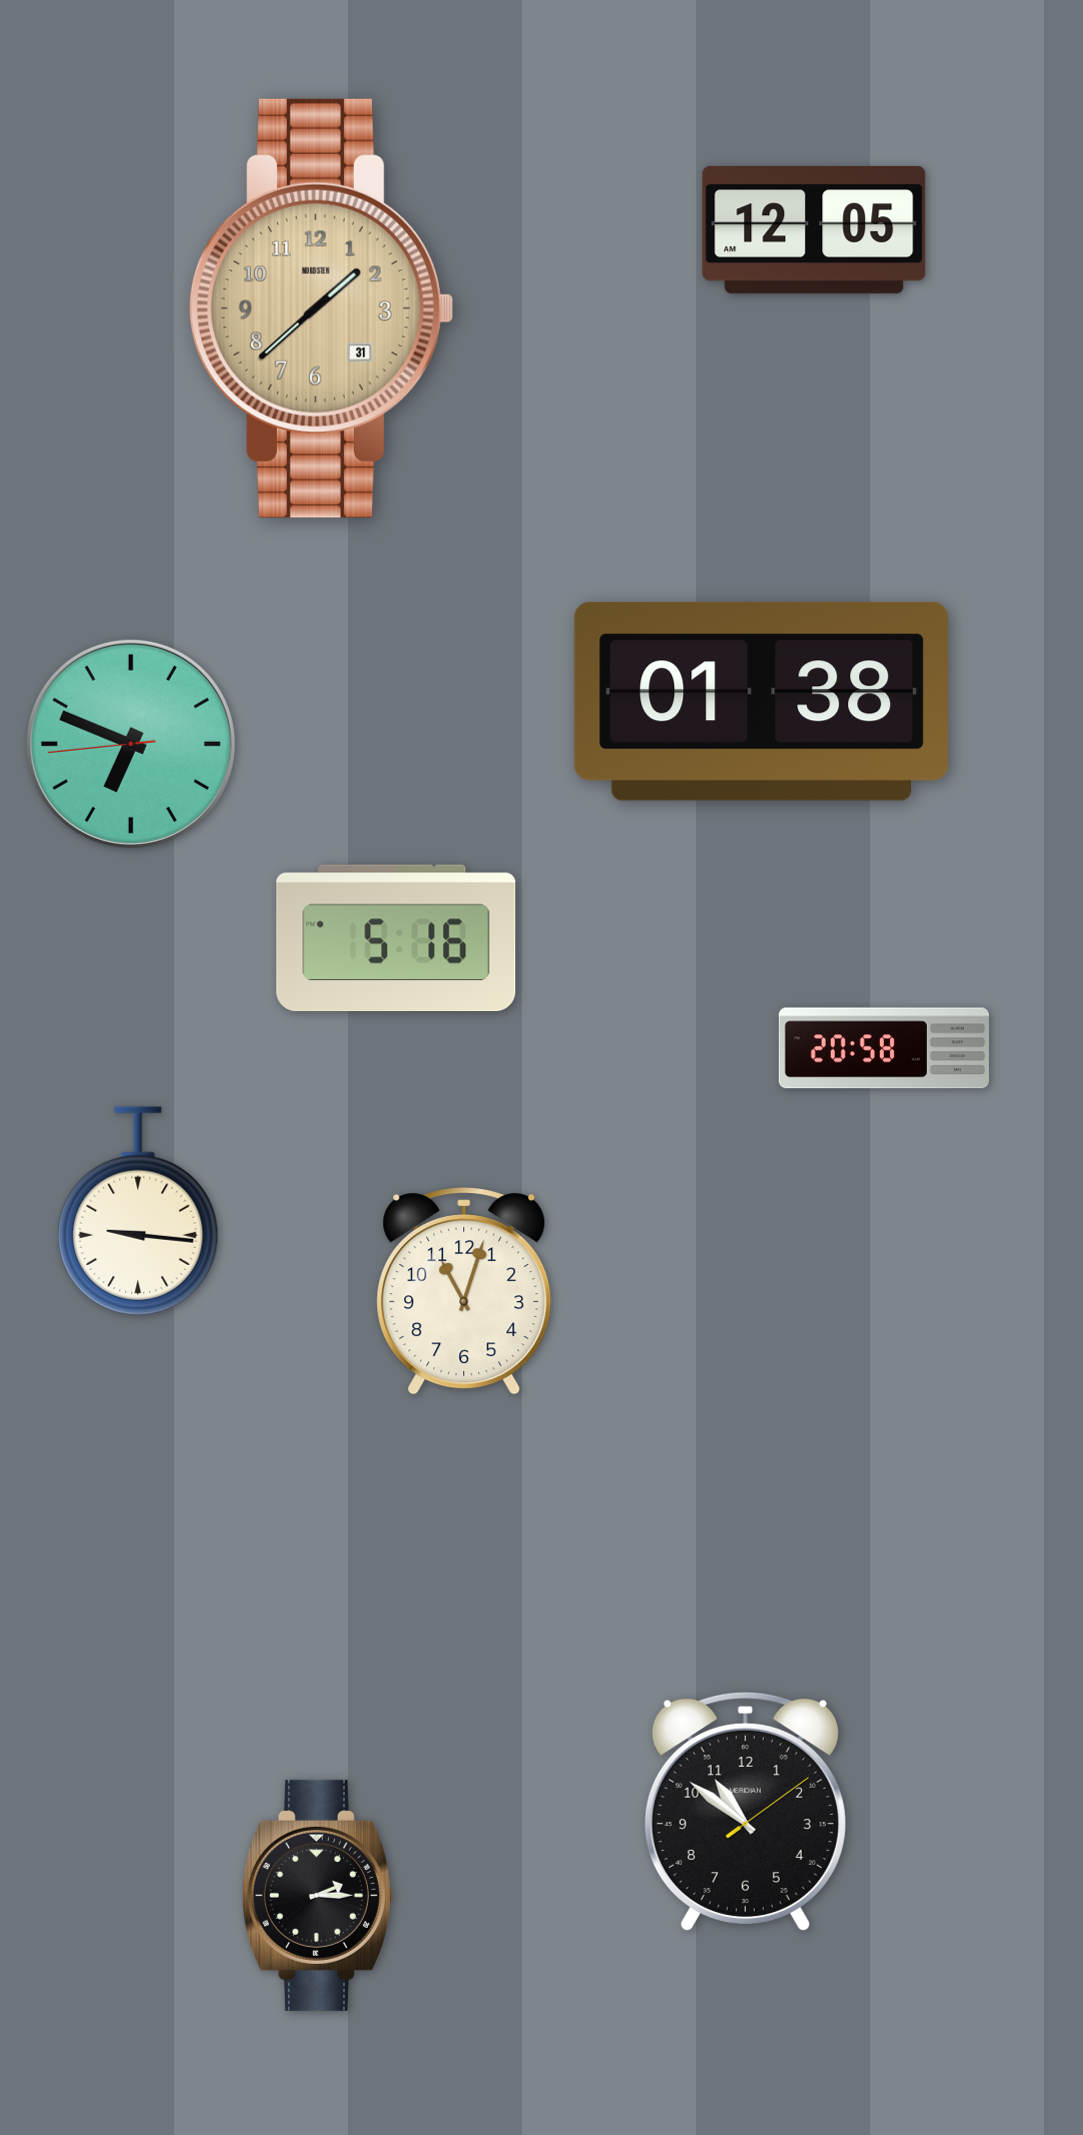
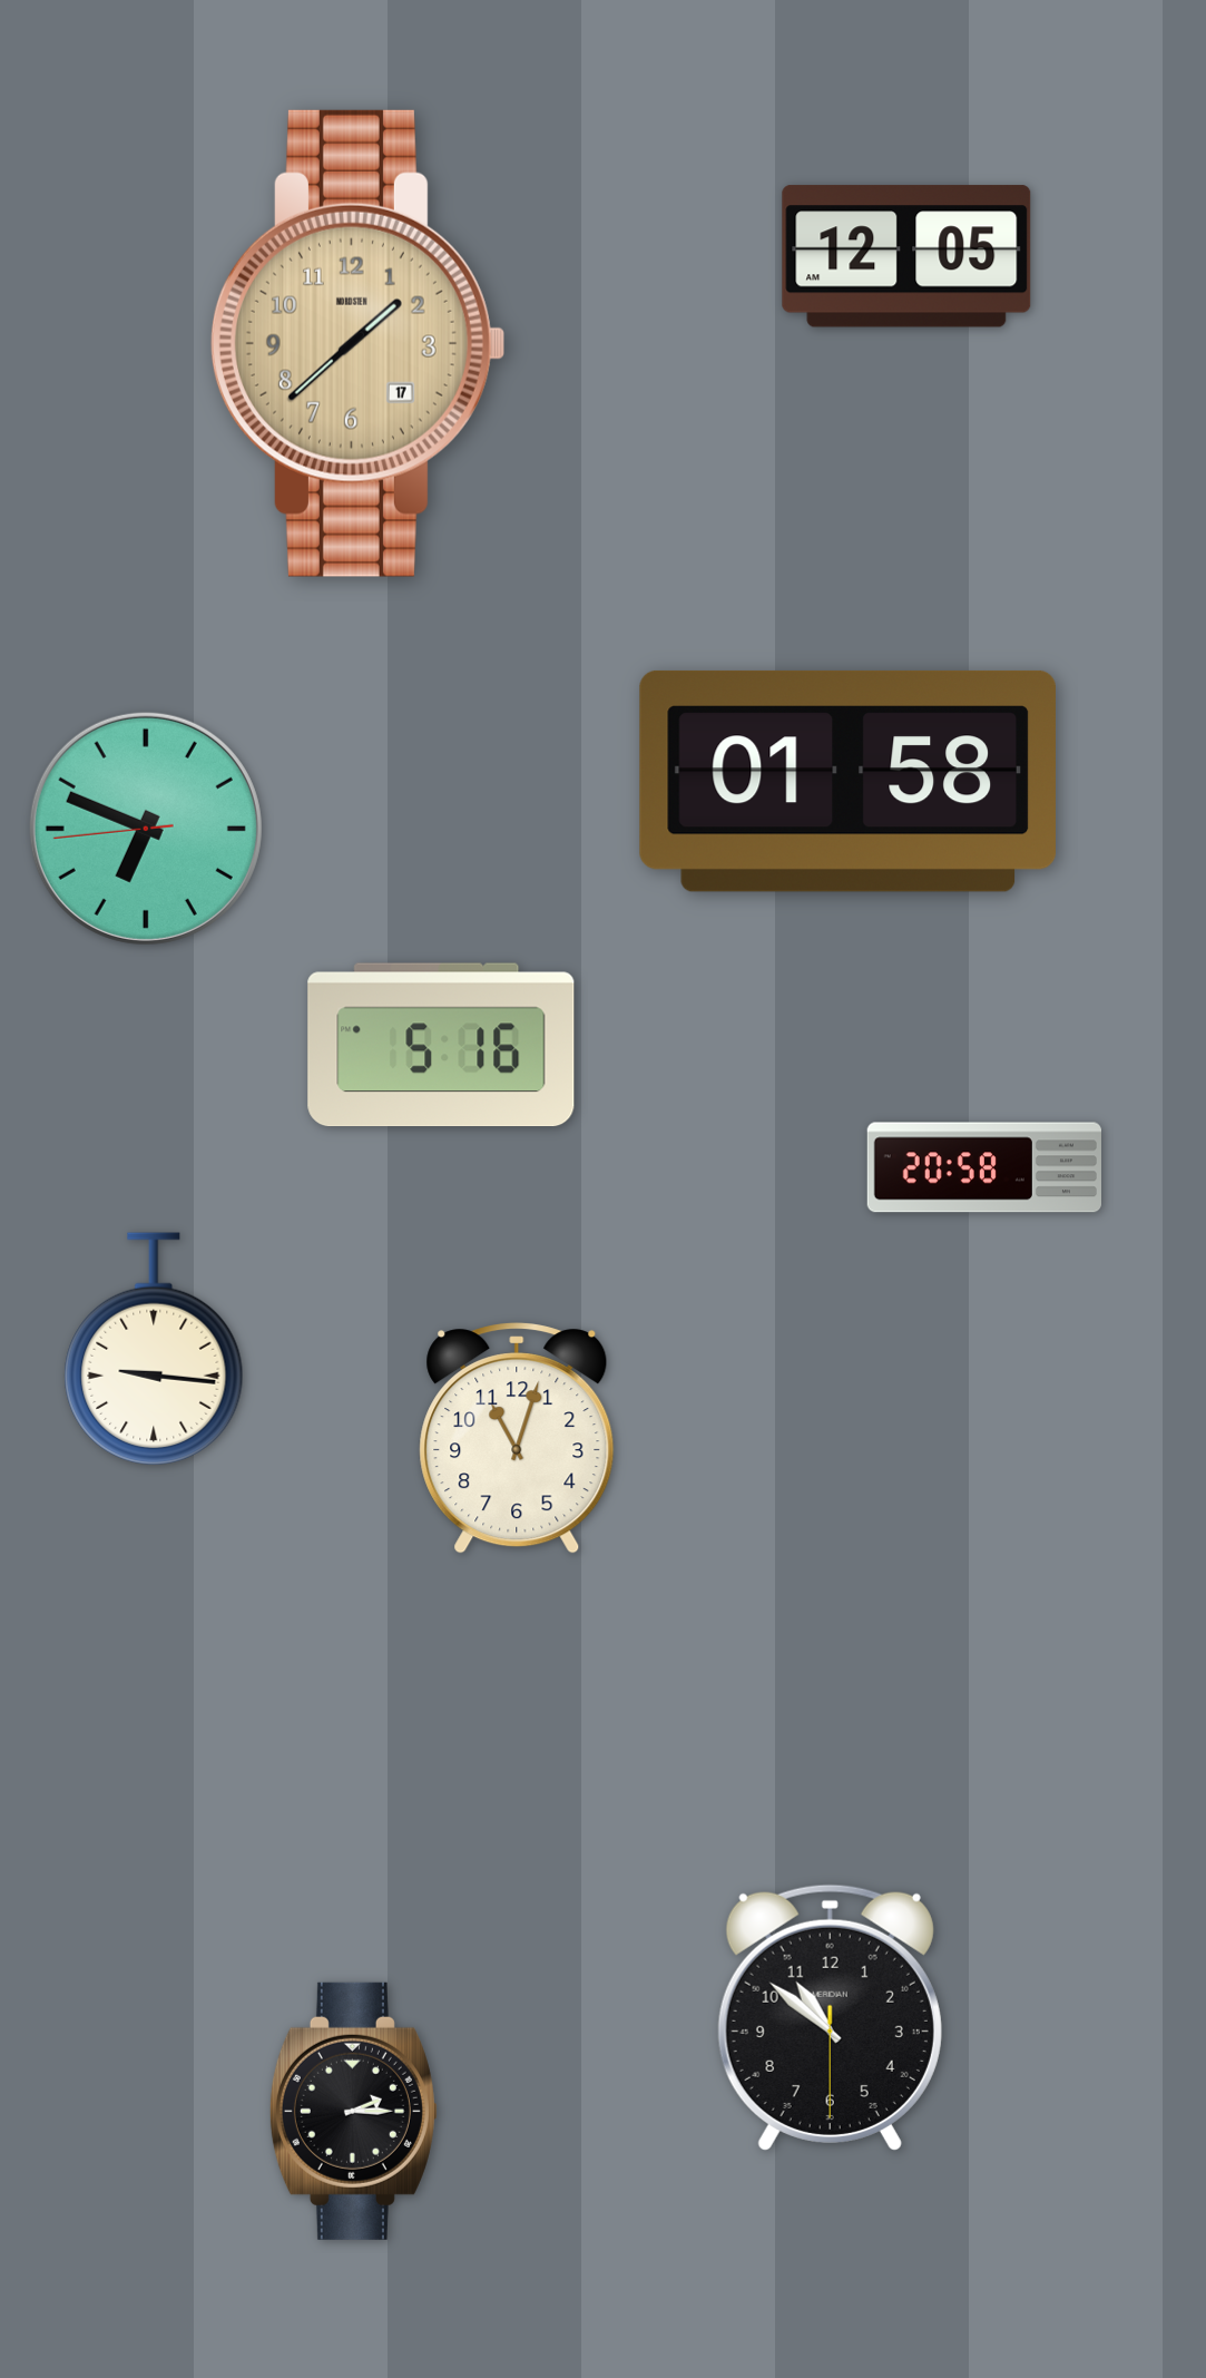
clock at (321, 308) date: 31 -> 17
clock at (761, 701): 01:38 -> 01:58
clock at (745, 1811): 10:51:09 -> 10:51:30
